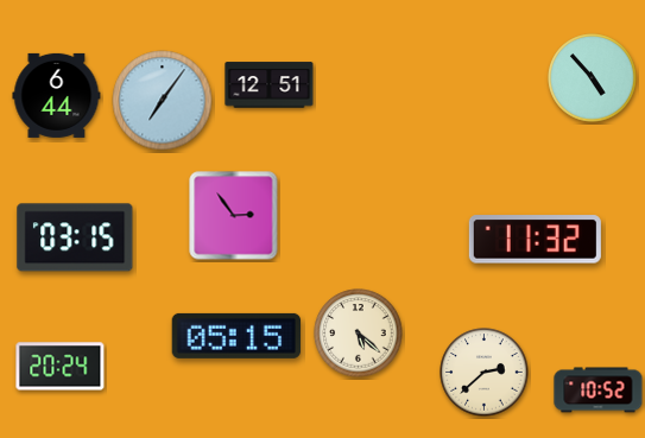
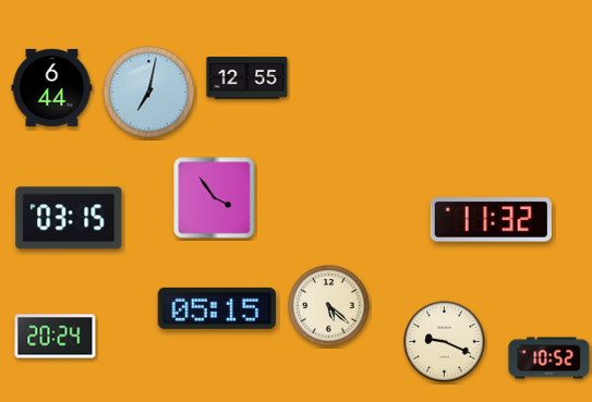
clock at (593, 78): 4:53 -> none
clock at (270, 85): 12:51 -> 12:55
clock at (163, 101): 7:06 -> 7:02
clock at (234, 216): 2:54 -> 3:54
clock at (485, 373): 2:38 -> 9:19
